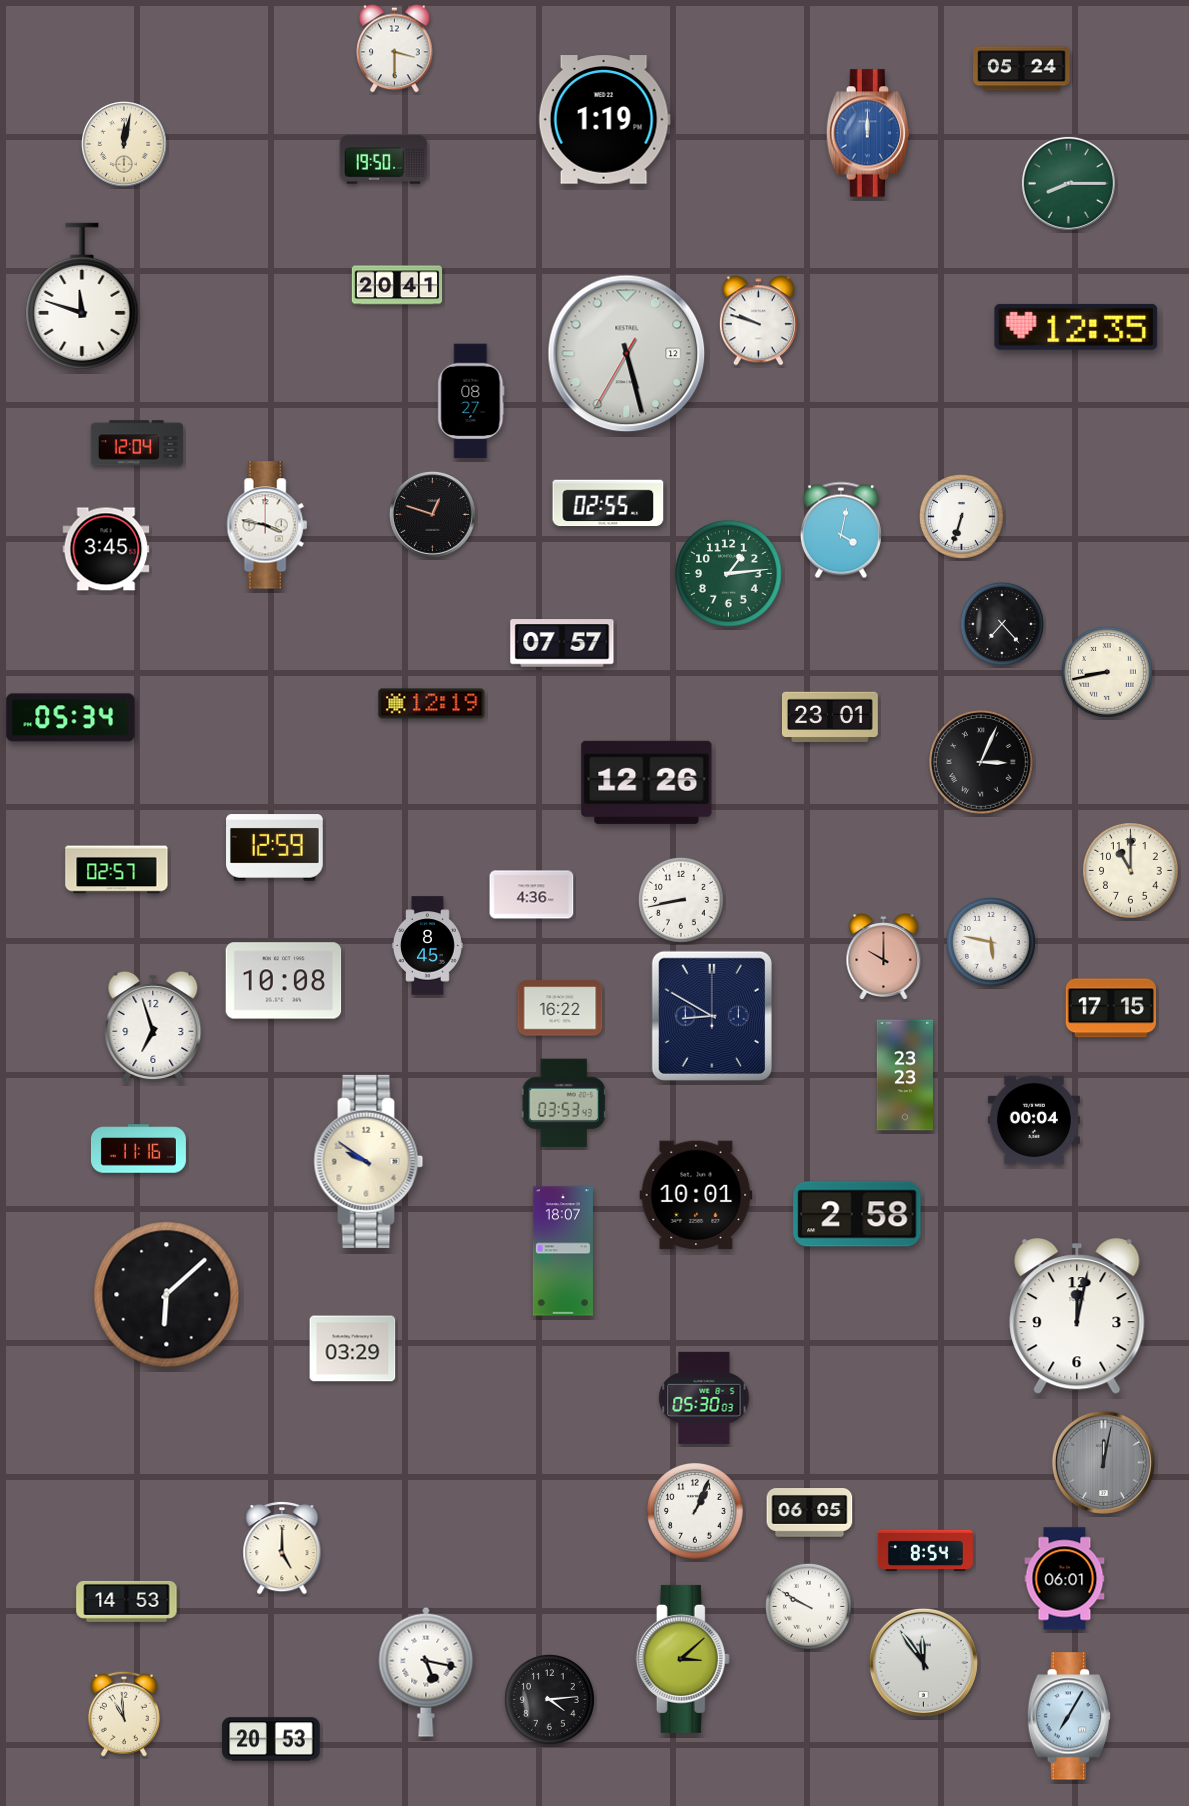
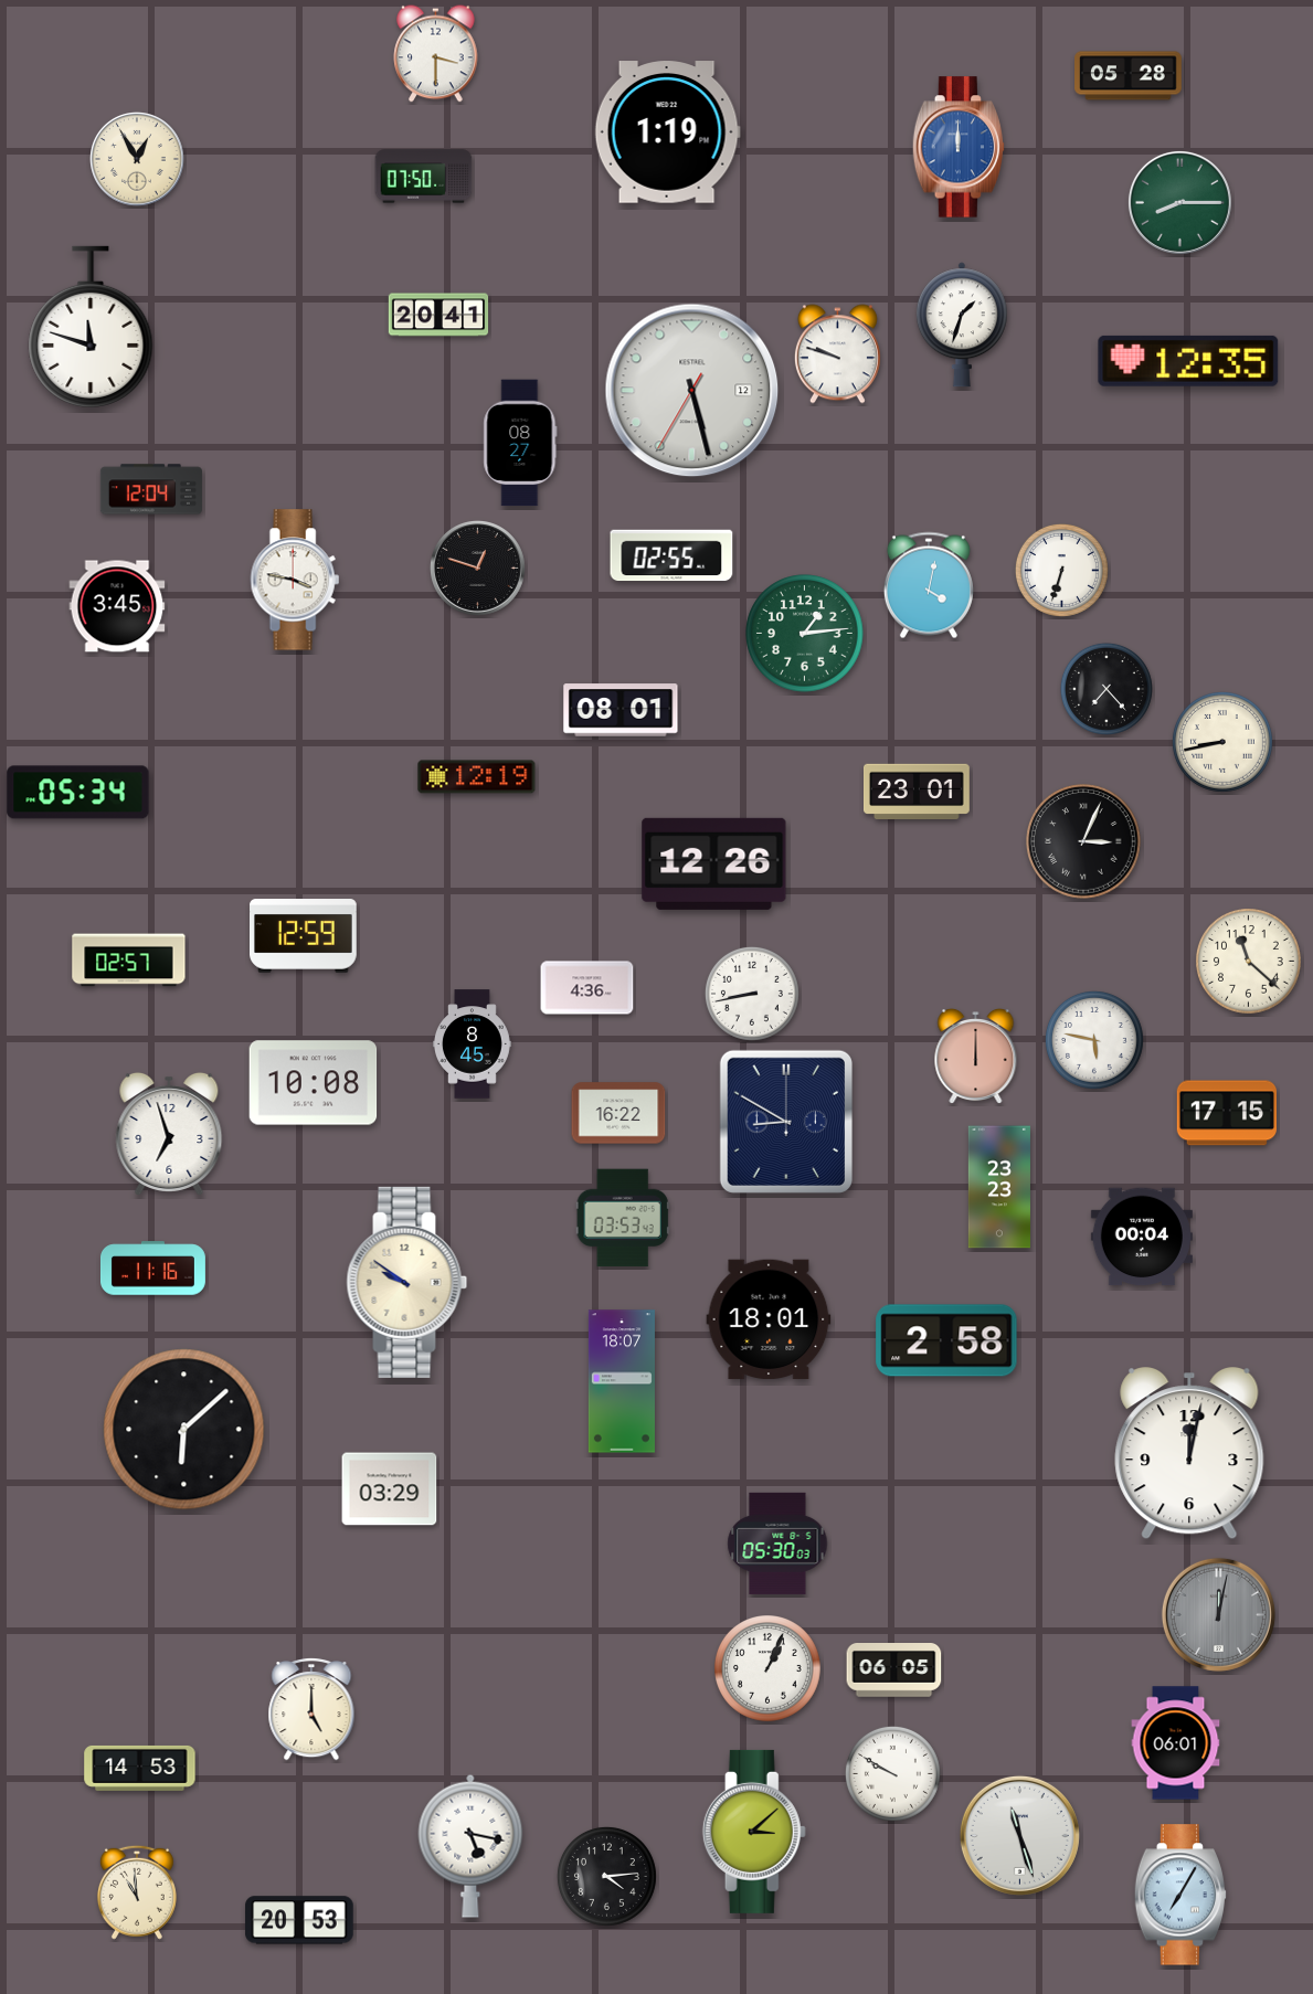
clock at (1022, 69): 05:24 -> 05:28
clock at (125, 145): 12:02 -> 12:55
clock at (384, 160): 19:50 -> 07:50
clock at (962, 325): none -> 1:33
clock at (562, 643): 07:57 -> 08:01
clock at (1131, 871): 11:00 -> 11:22
clock at (884, 957): 10:00 -> 12:00
clock at (696, 1195): 10:01 -> 18:01
clock at (925, 1551): 8:54 -> none
clock at (923, 1662): 11:54 -> 11:27
